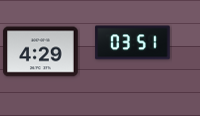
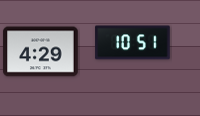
clock at (133, 43): 03:51 -> 10:51
